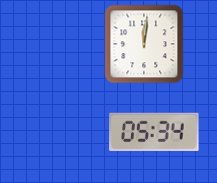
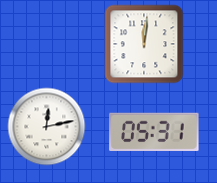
clock at (46, 126): none -> 12:13
clock at (154, 131): 05:34 -> 05:31
